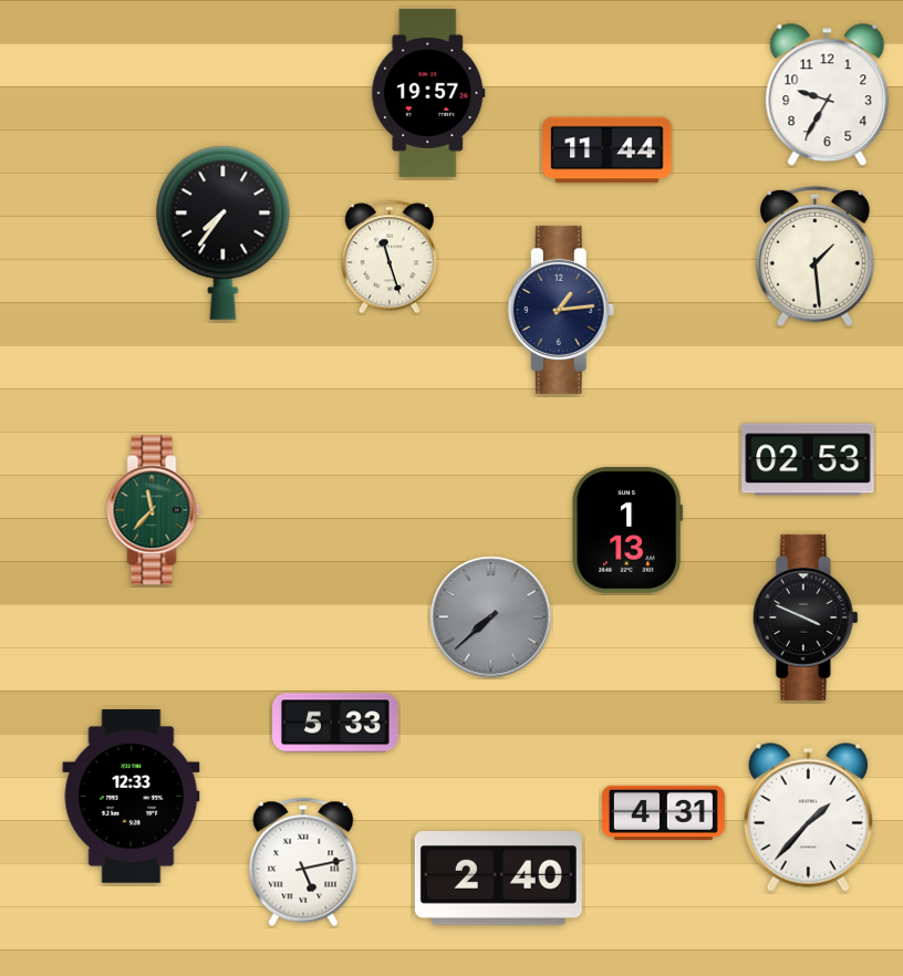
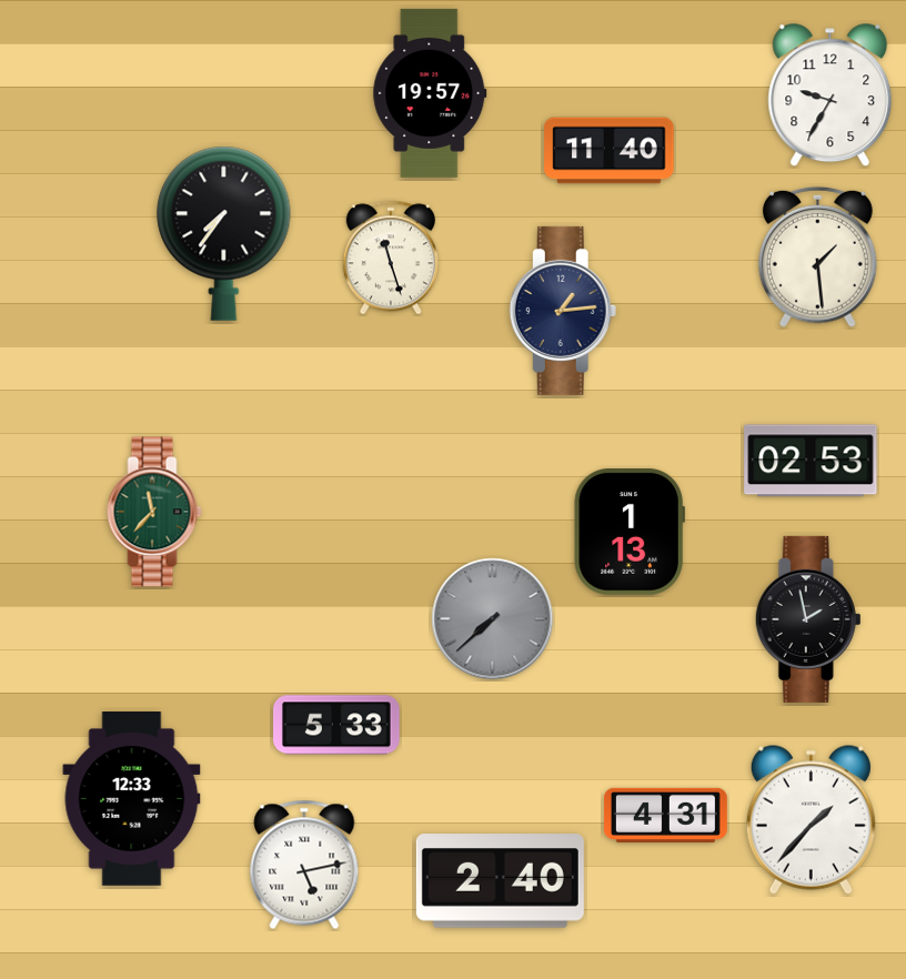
clock at (608, 150): 11:44 -> 11:40
clock at (806, 617): 3:49 -> 1:58
